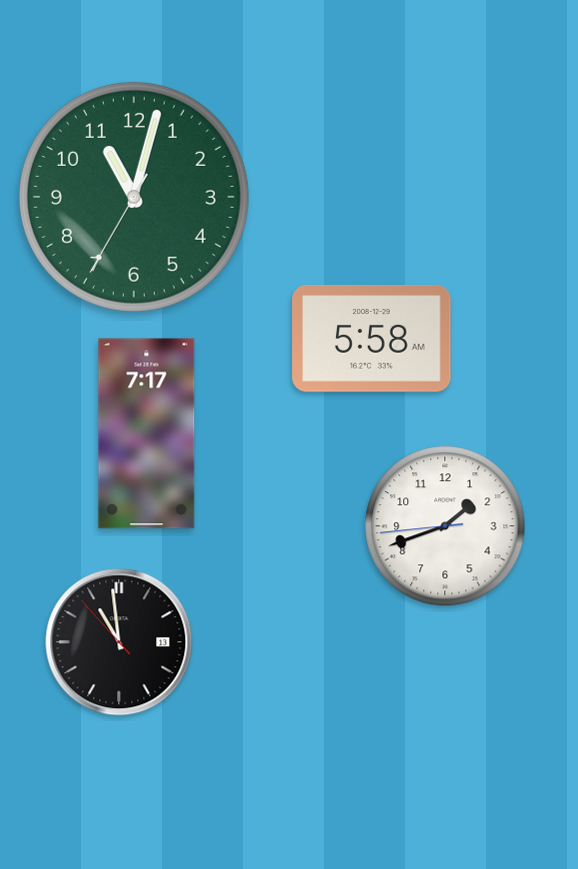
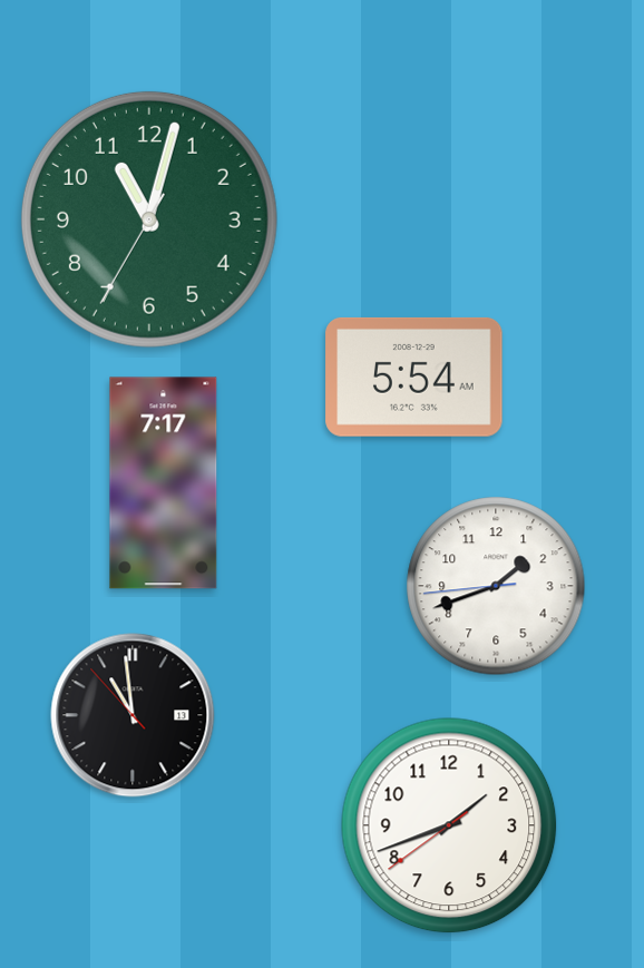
clock at (372, 338): 5:58 -> 5:54
clock at (449, 825): none -> 1:41
